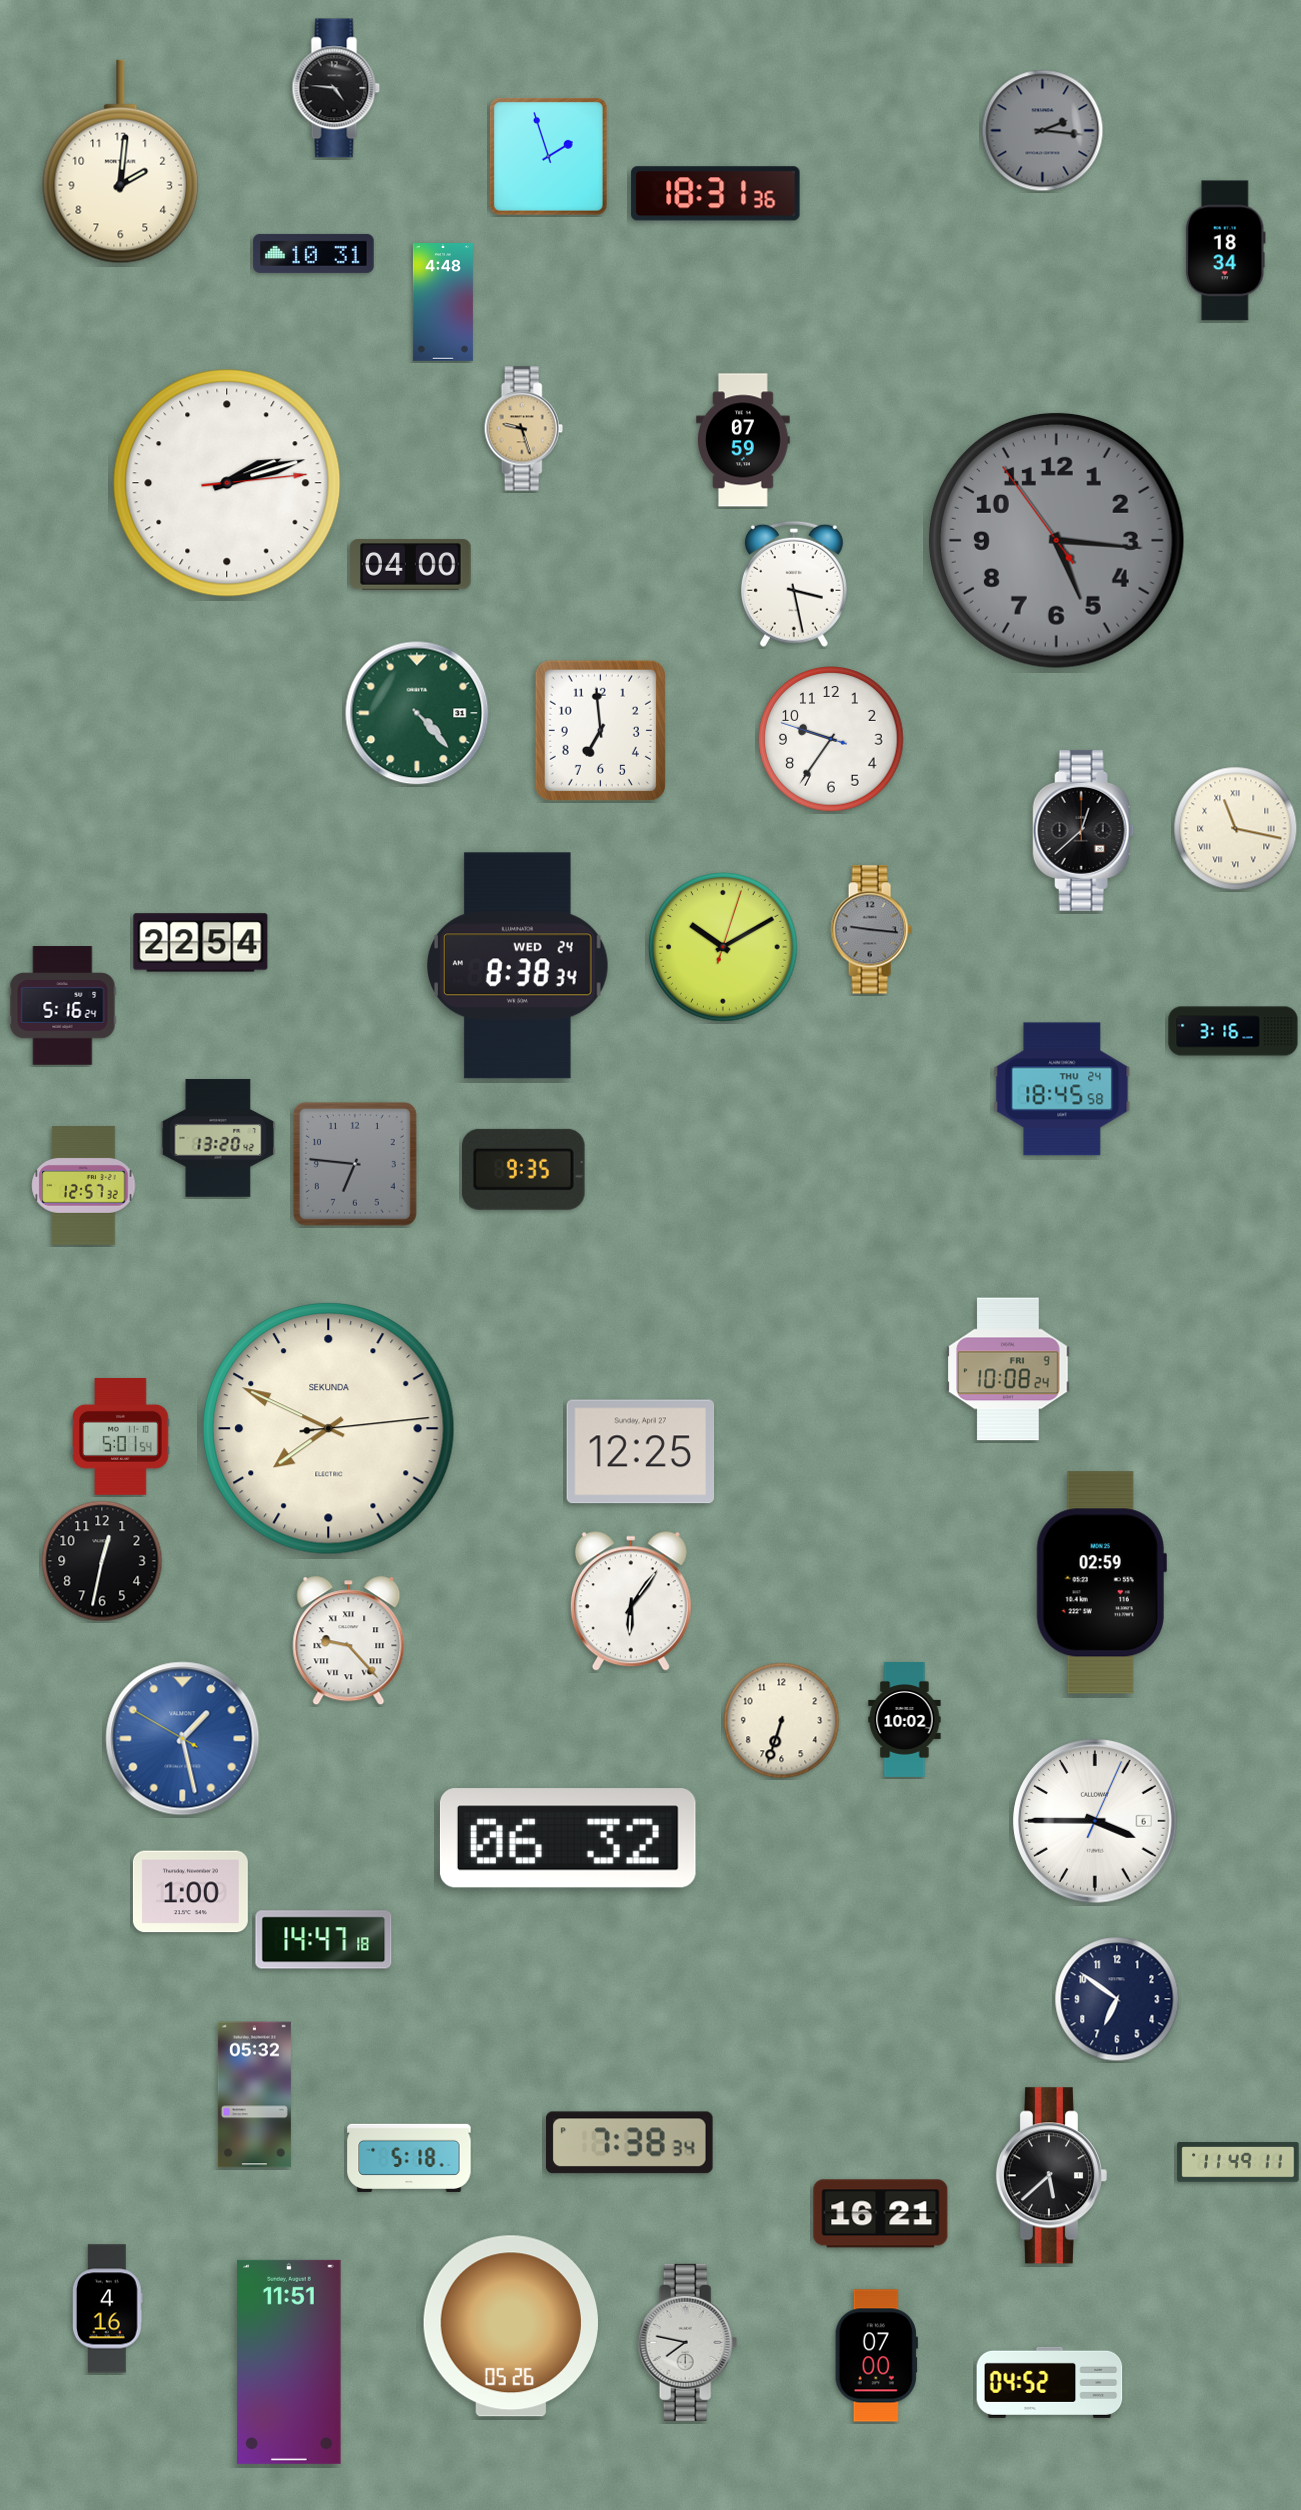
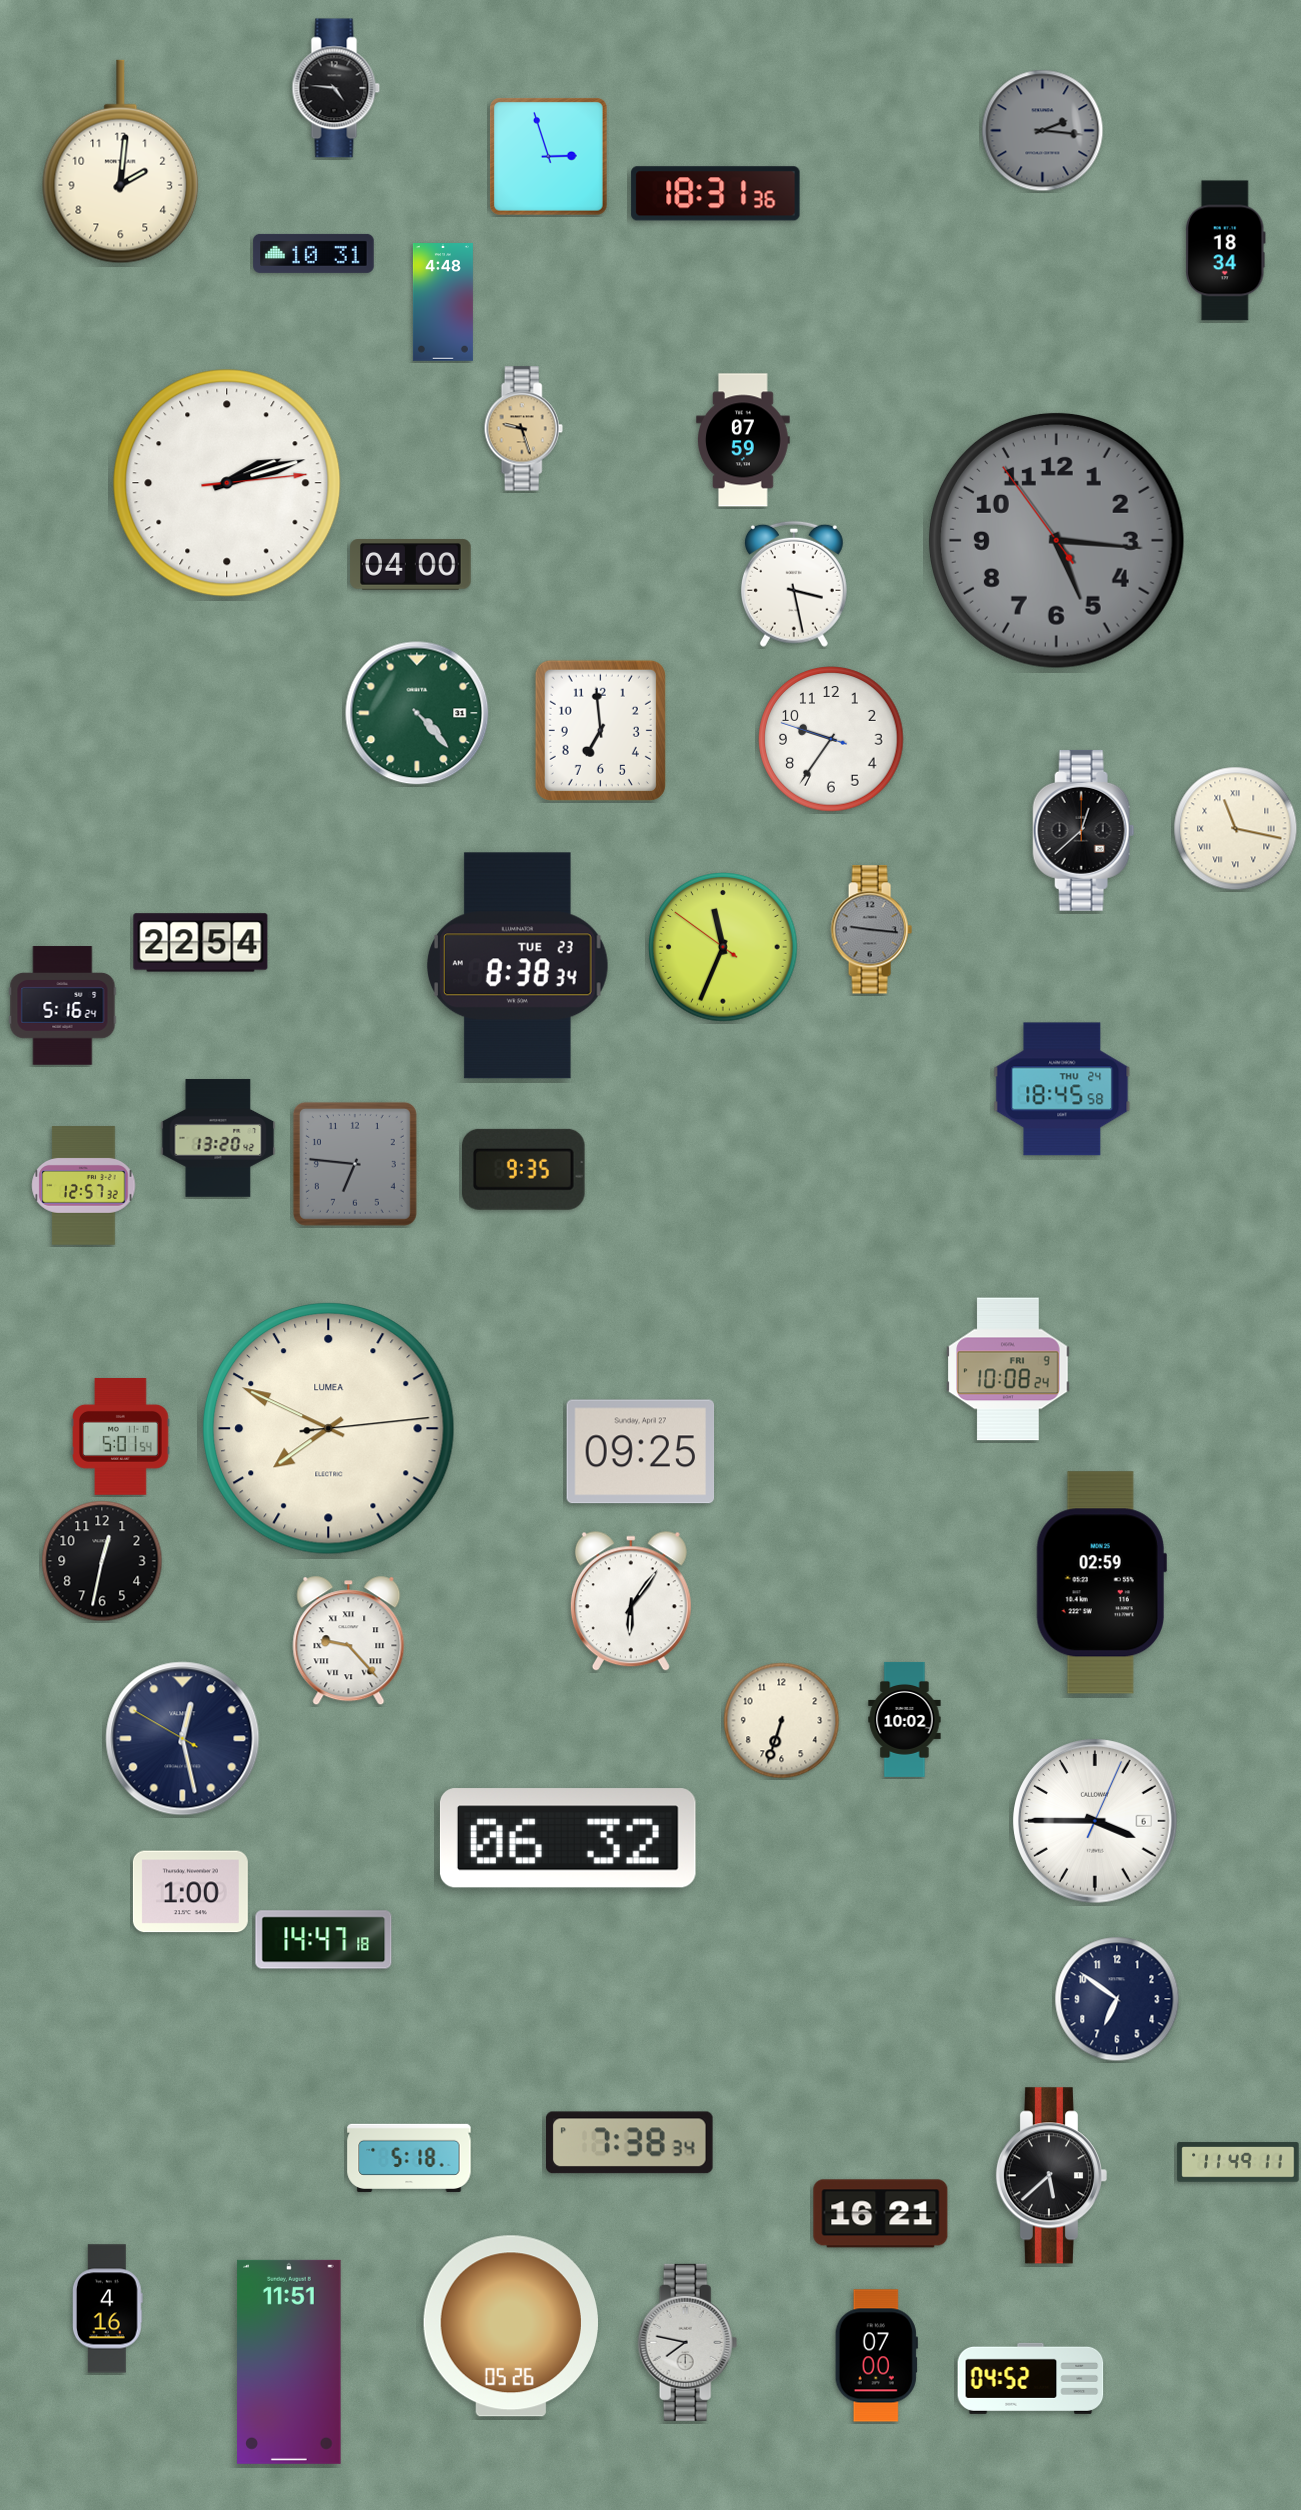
clock at (549, 157): 1:57 -> 2:57
clock at (723, 947): 10:10 -> 11:33
clock at (517, 966) date: WED 24 -> TUE 23
clock at (1233, 1031): 3:16 -> none
clock at (329, 1429) brand: SEKUNDA -> LUMEA
clock at (641, 1452): 12:25 -> 09:25
clock at (183, 1739): 1:27 -> 12:27
clock at (183, 1739) dial: blue -> navy
clock at (254, 2095): 05:32 -> none
clock at (1050, 2382) position: (1050, 2382) -> (1031, 2378)
